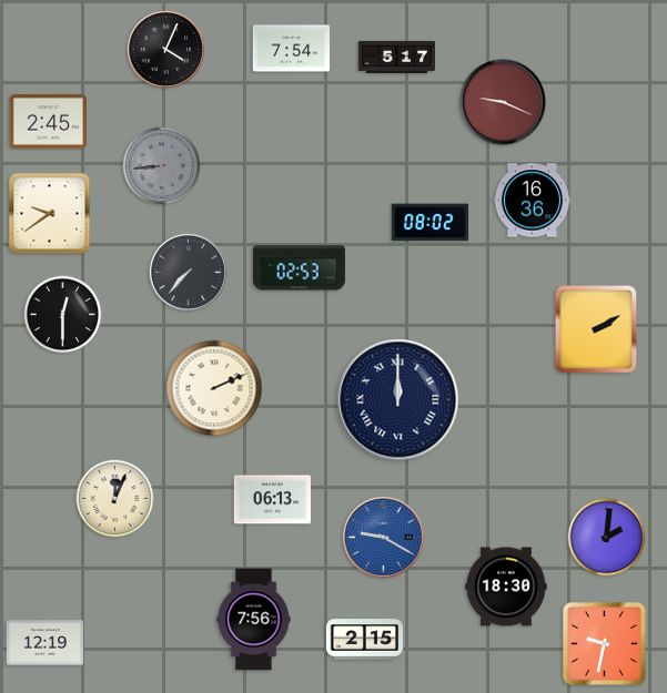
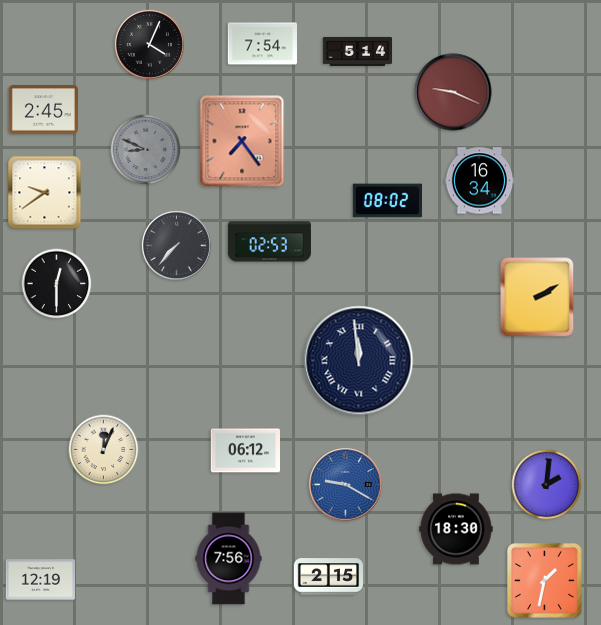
clock at (397, 57): 5:17 -> 5:14
clock at (242, 141): none -> 7:24
clock at (162, 166): 8:44 -> 8:49
clock at (532, 201): 16:36 -> 16:34
clock at (188, 272) position: (188, 272) -> (176, 245)
clock at (214, 388): 2:11 -> none
clock at (398, 400): 12:00 -> 11:59
clock at (272, 500): 06:13 -> 06:12
clock at (605, 644): 9:32 -> 1:32
